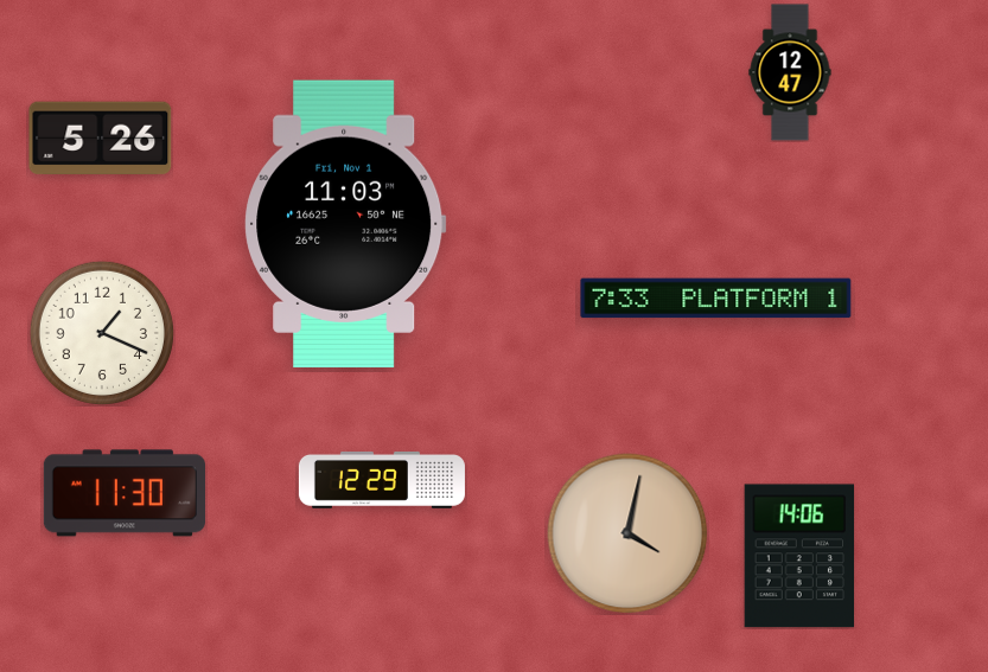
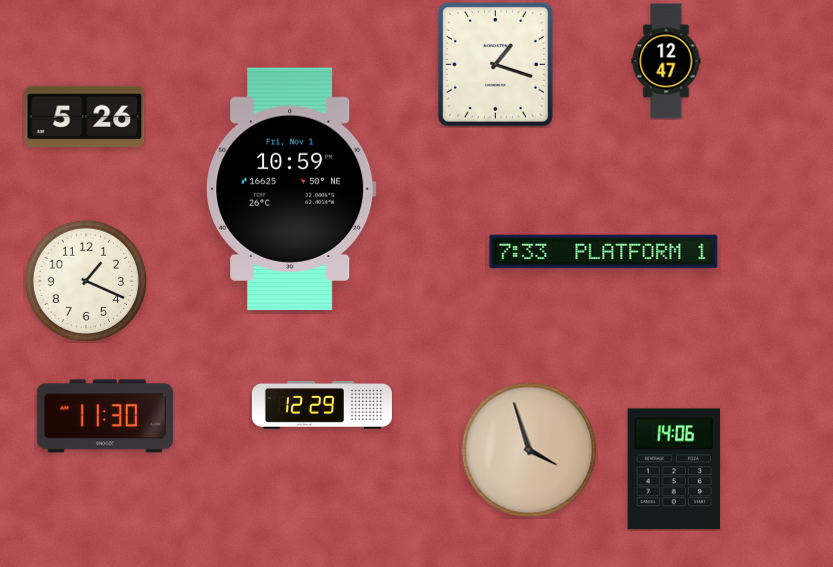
clock at (495, 64): none -> 1:18
clock at (345, 224): 11:03 -> 10:59
clock at (627, 533): 4:02 -> 3:57
